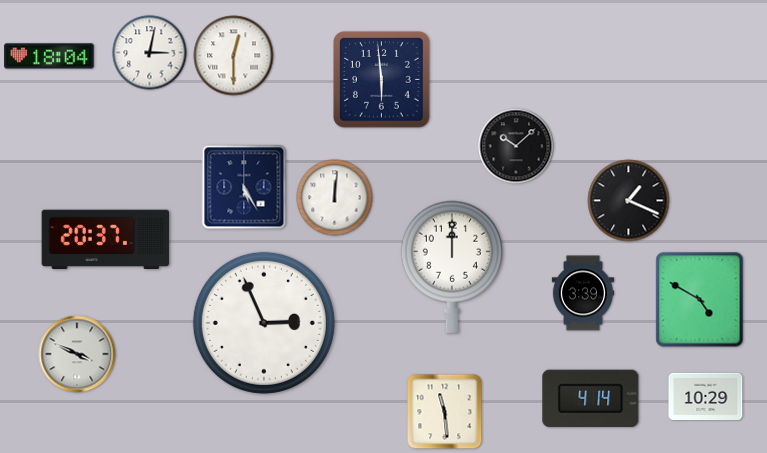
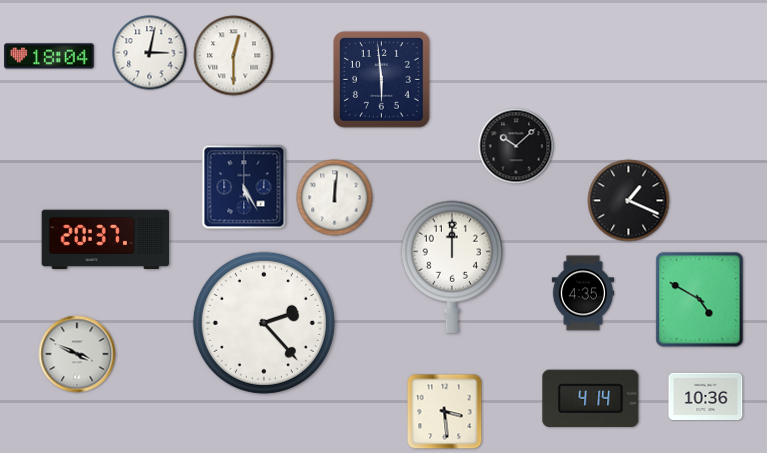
clock at (583, 293): 3:39 -> 4:35
clock at (264, 323): 2:56 -> 2:23
clock at (706, 397): 10:29 -> 10:36
clock at (445, 412): 11:29 -> 3:29
